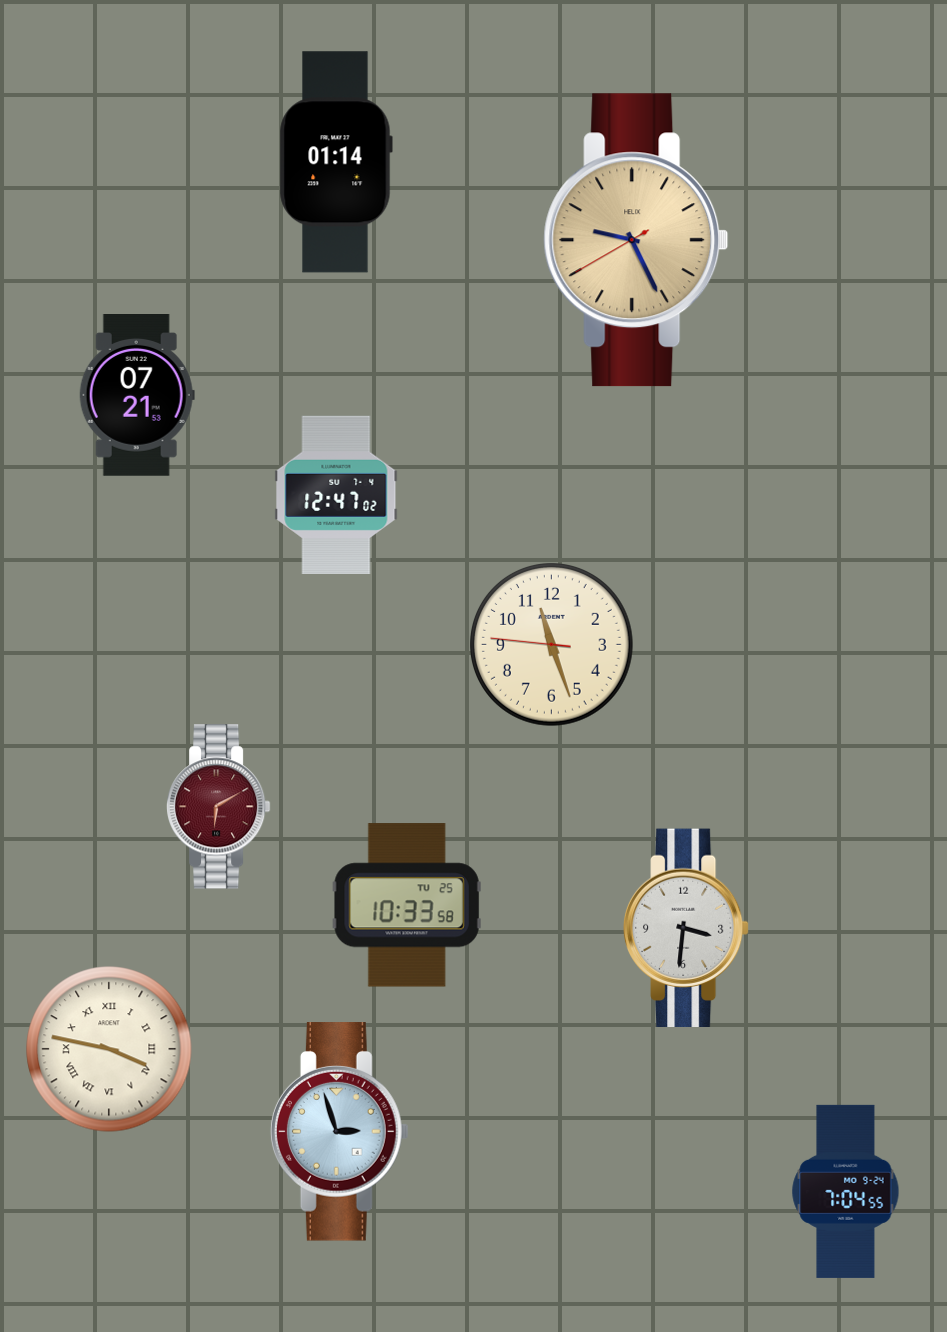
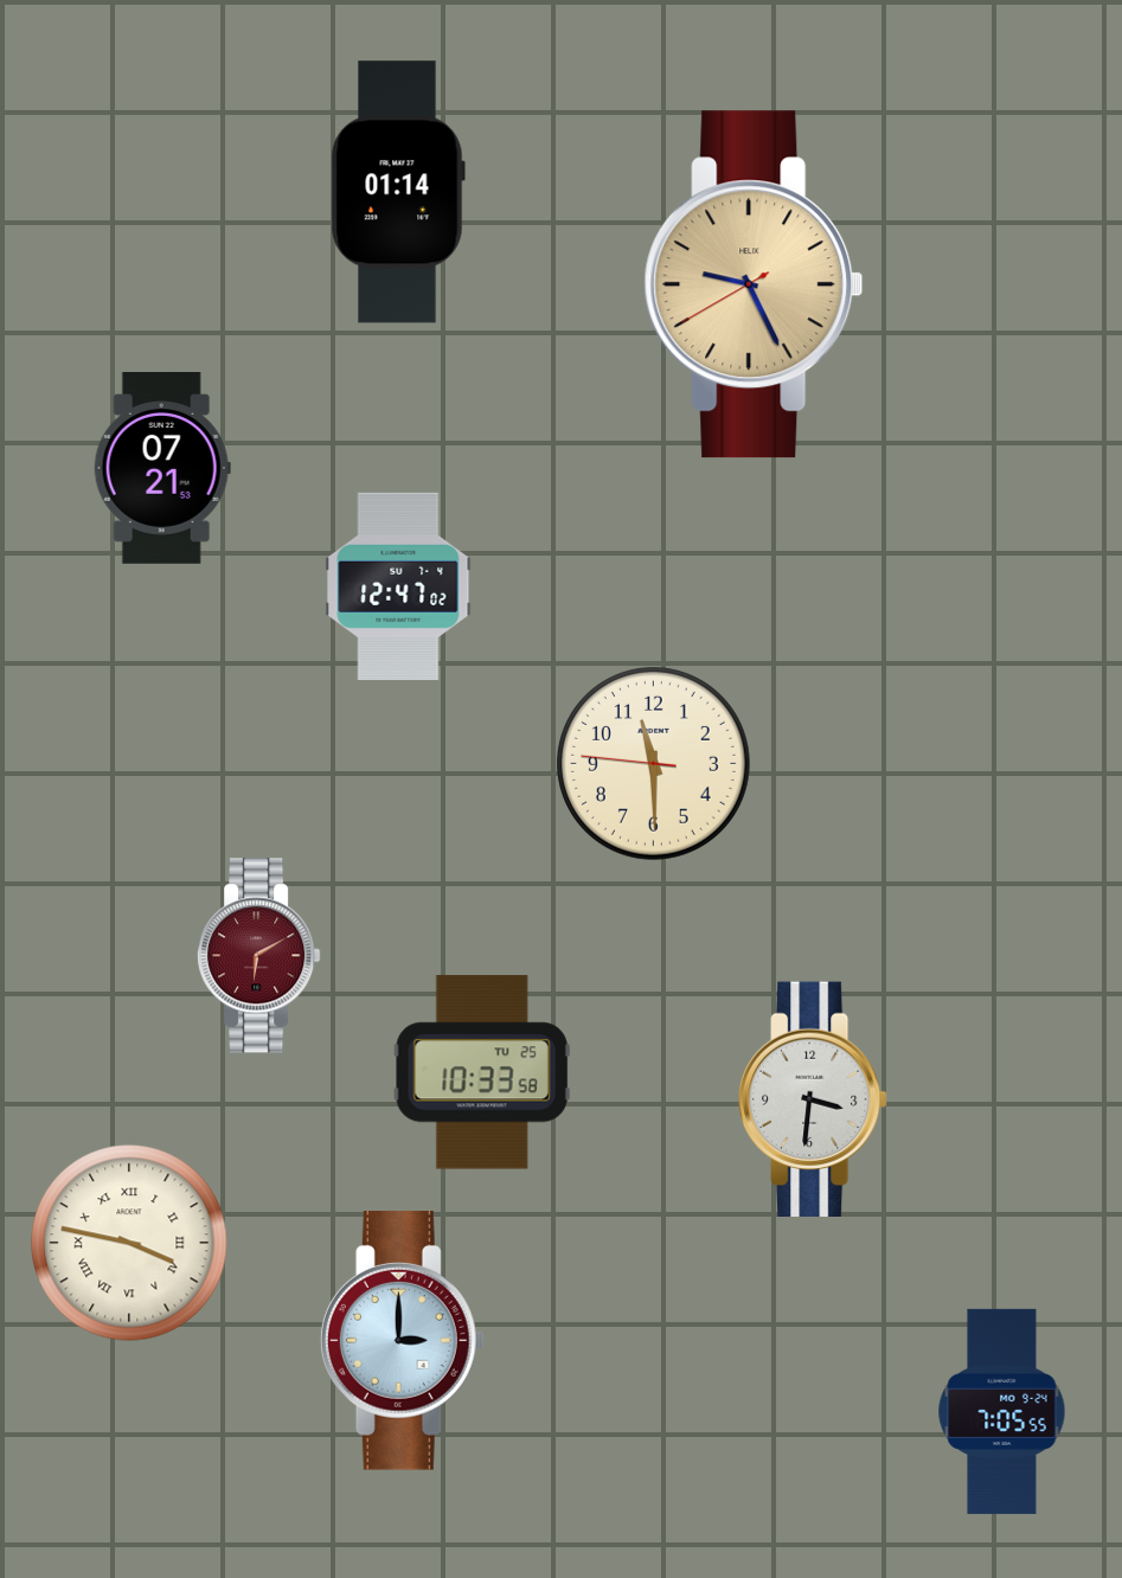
clock at (551, 644): 11:26 -> 11:29
clock at (339, 1132): 2:57 -> 3:00
clock at (846, 1191): 7:04 -> 7:05
